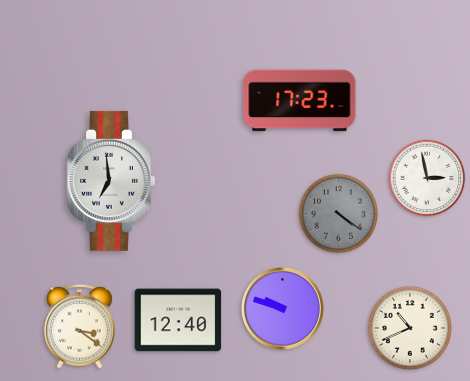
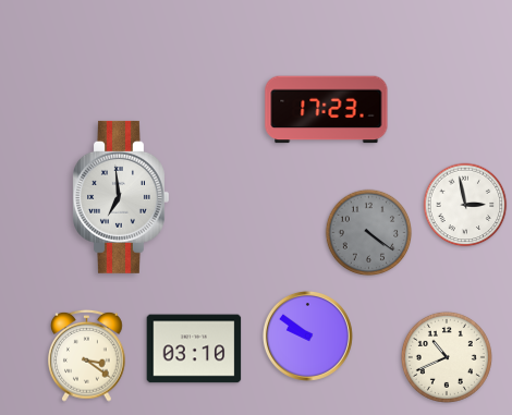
clock at (427, 178) position: (427, 178) -> (465, 205)
clock at (282, 308): 9:48 -> 9:51
clock at (178, 320): 12:40 -> 03:10
